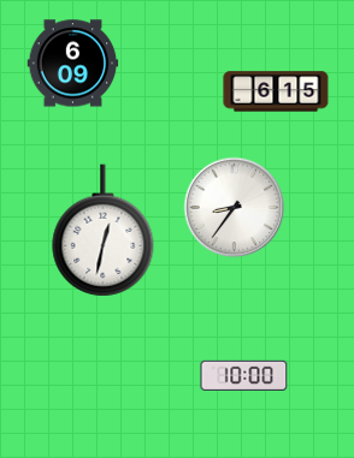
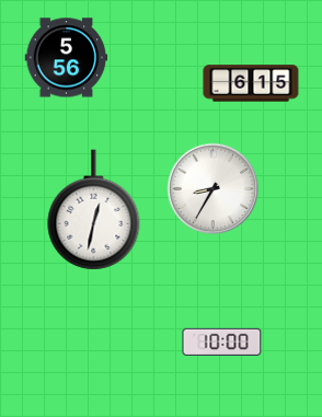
clock at (73, 64): 6:09 -> 5:56
clock at (235, 208): 8:36 -> 8:35
